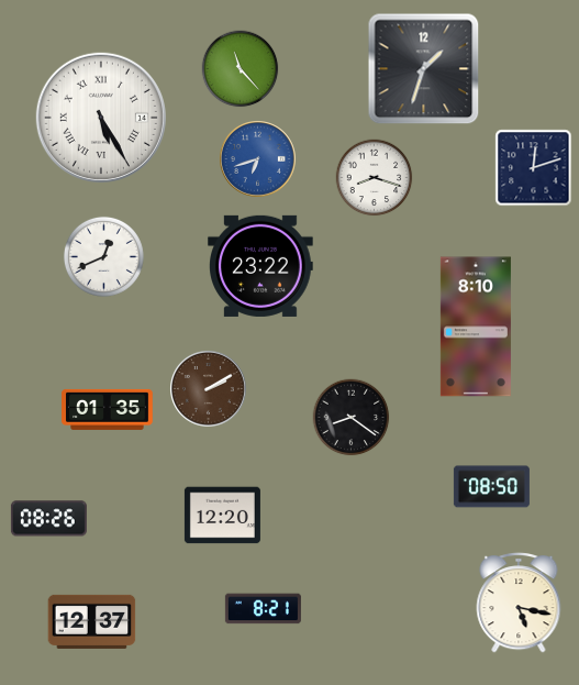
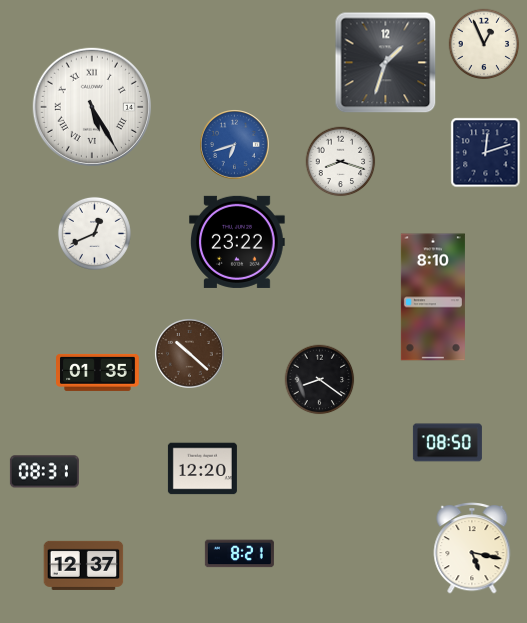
clock at (484, 44): none -> 12:56
clock at (241, 69): 11:23 -> none
clock at (209, 389): 2:10 -> 10:22
clock at (48, 519): 08:26 -> 08:31
